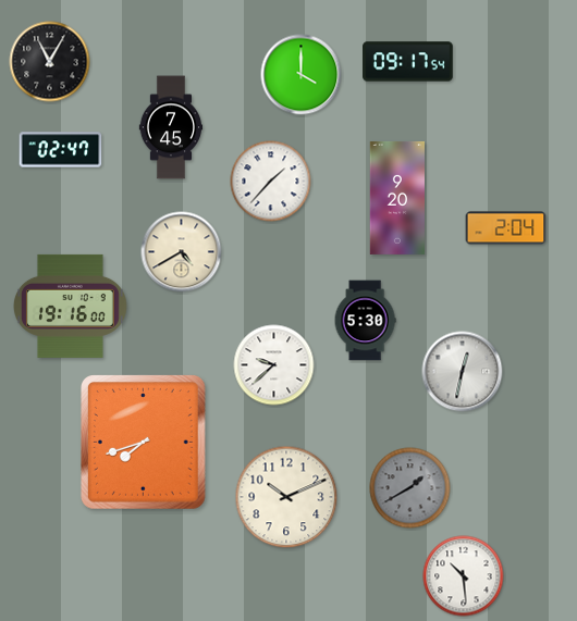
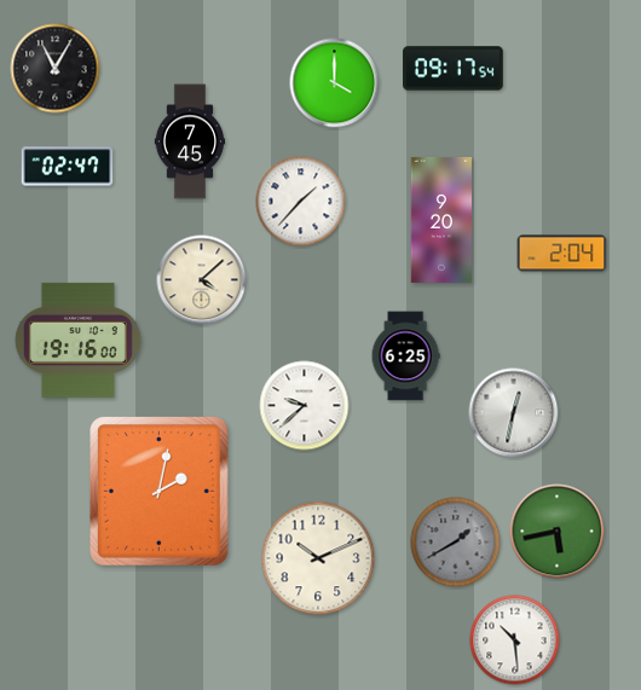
clock at (182, 252): 4:40 -> 4:08
clock at (365, 321): 5:30 -> 6:25
clock at (144, 443): 7:42 -> 2:02
clock at (558, 532): none -> 5:43
clock at (286, 497) position: (286, 497) -> (318, 558)
